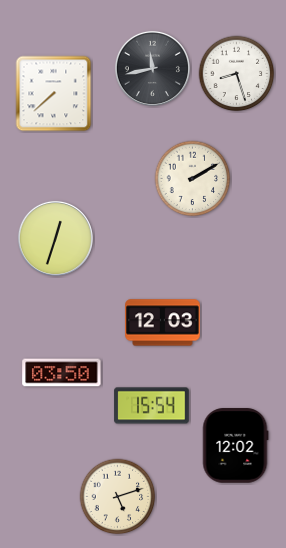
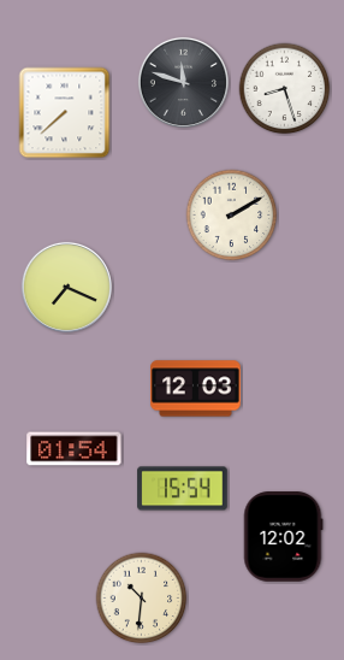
clock at (152, 68): 11:43 -> 11:48
clock at (55, 238): 12:33 -> 7:19
clock at (62, 373): 03:50 -> 01:54
clock at (118, 497): 5:12 -> 10:31
